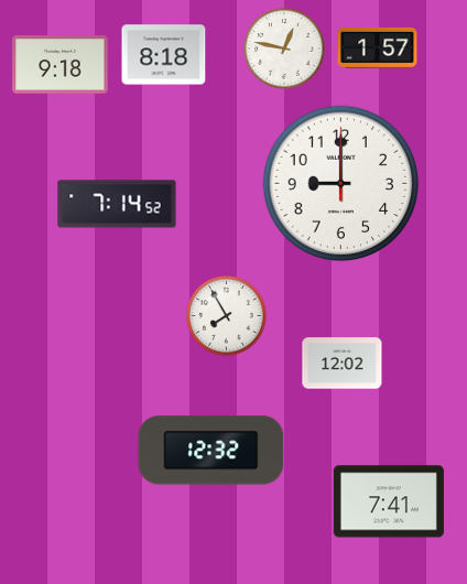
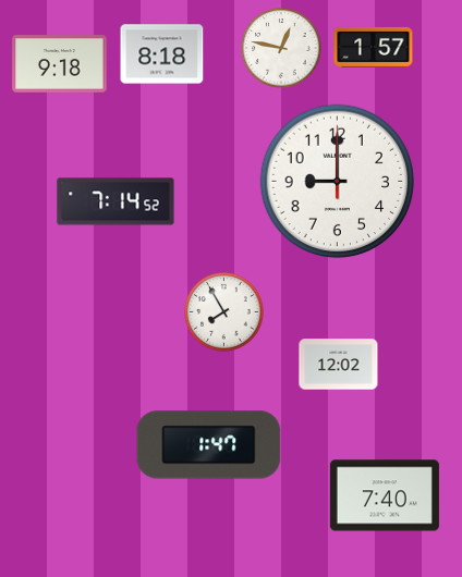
clock at (343, 364) position: (343, 364) -> (339, 365)
clock at (211, 451): 12:32 -> 1:47
clock at (389, 501): 7:41 -> 7:40
